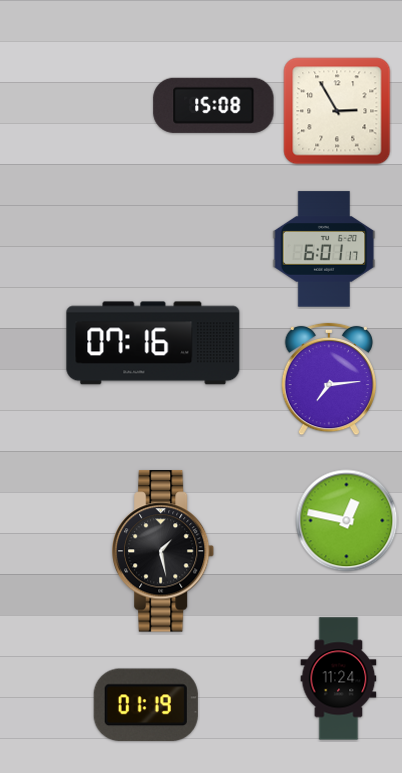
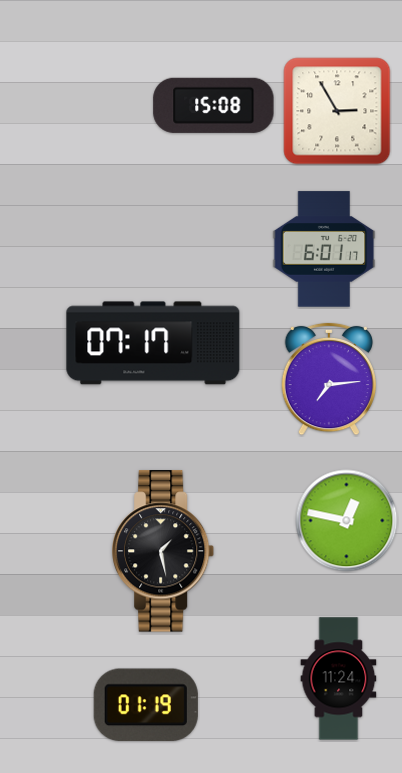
clock at (153, 343): 07:16 -> 07:17
